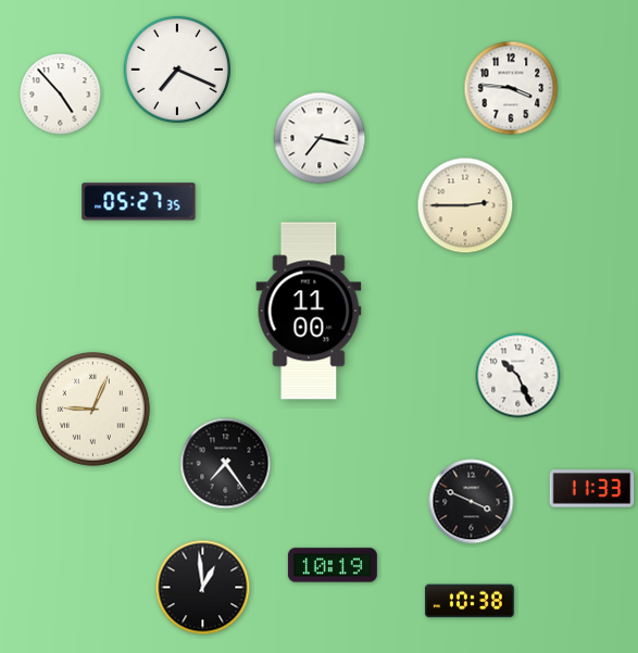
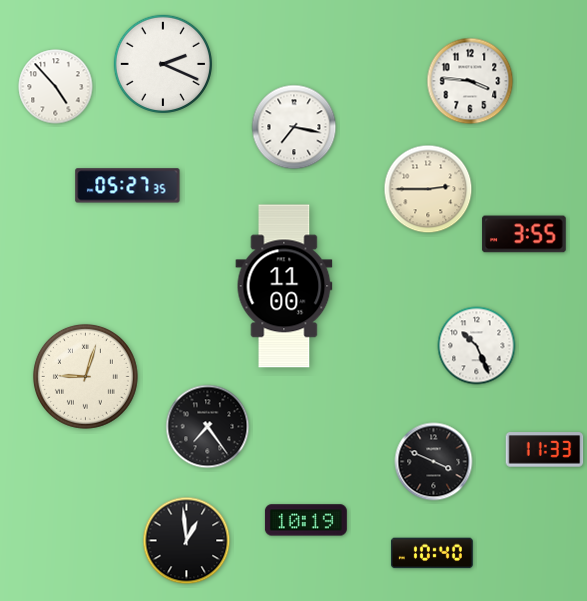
clock at (177, 70): 7:19 -> 2:19
clock at (524, 234): none -> 3:55
clock at (92, 409): 9:04 -> 9:03
clock at (470, 601): 10:38 -> 10:40
